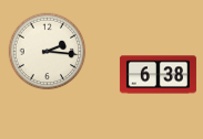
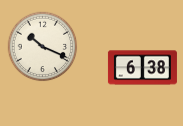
clock at (48, 52): 2:16 -> 10:19
